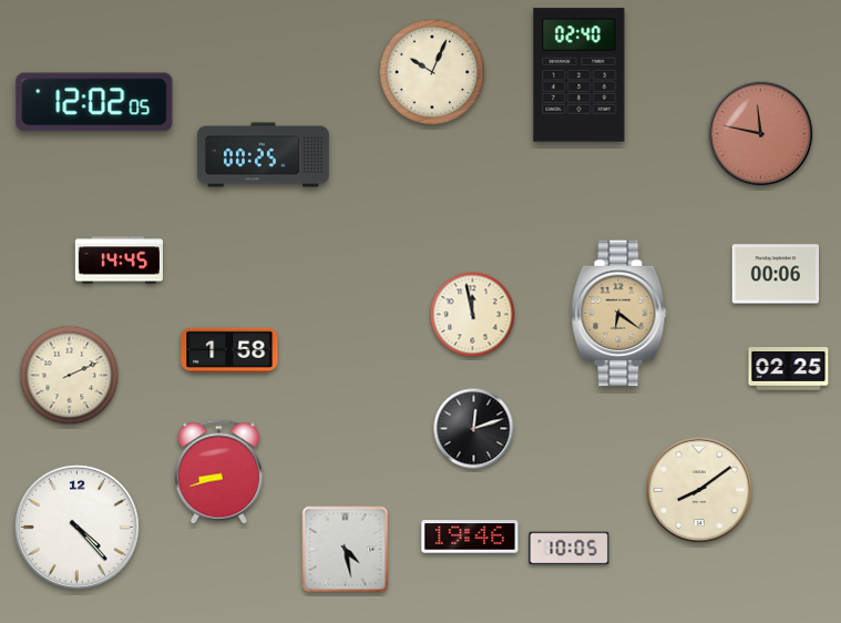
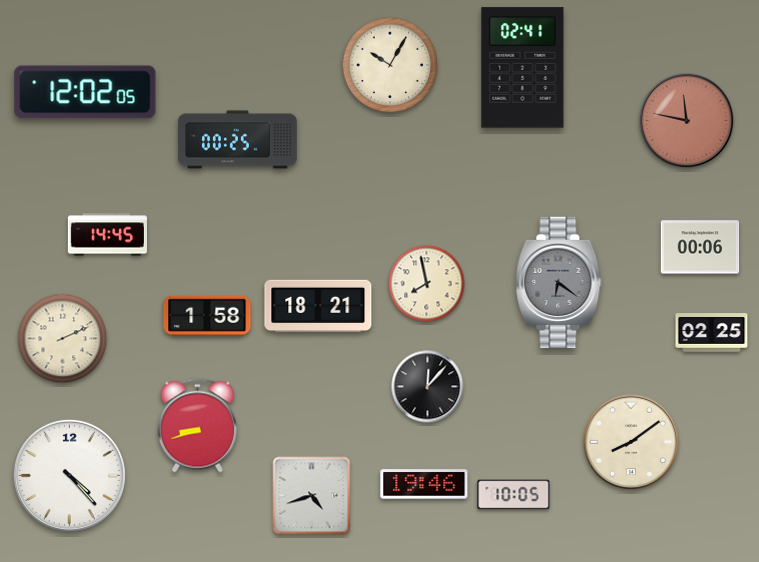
clock at (432, 72): 10:04 -> 10:05
clock at (580, 75): 02:40 -> 02:41
clock at (619, 314) dial: champagne -> grey
clock at (473, 315): 11:58 -> 7:58
clock at (318, 306): none -> 18:21
clock at (474, 429): 12:12 -> 12:07
clock at (346, 550): 4:28 -> 4:42
